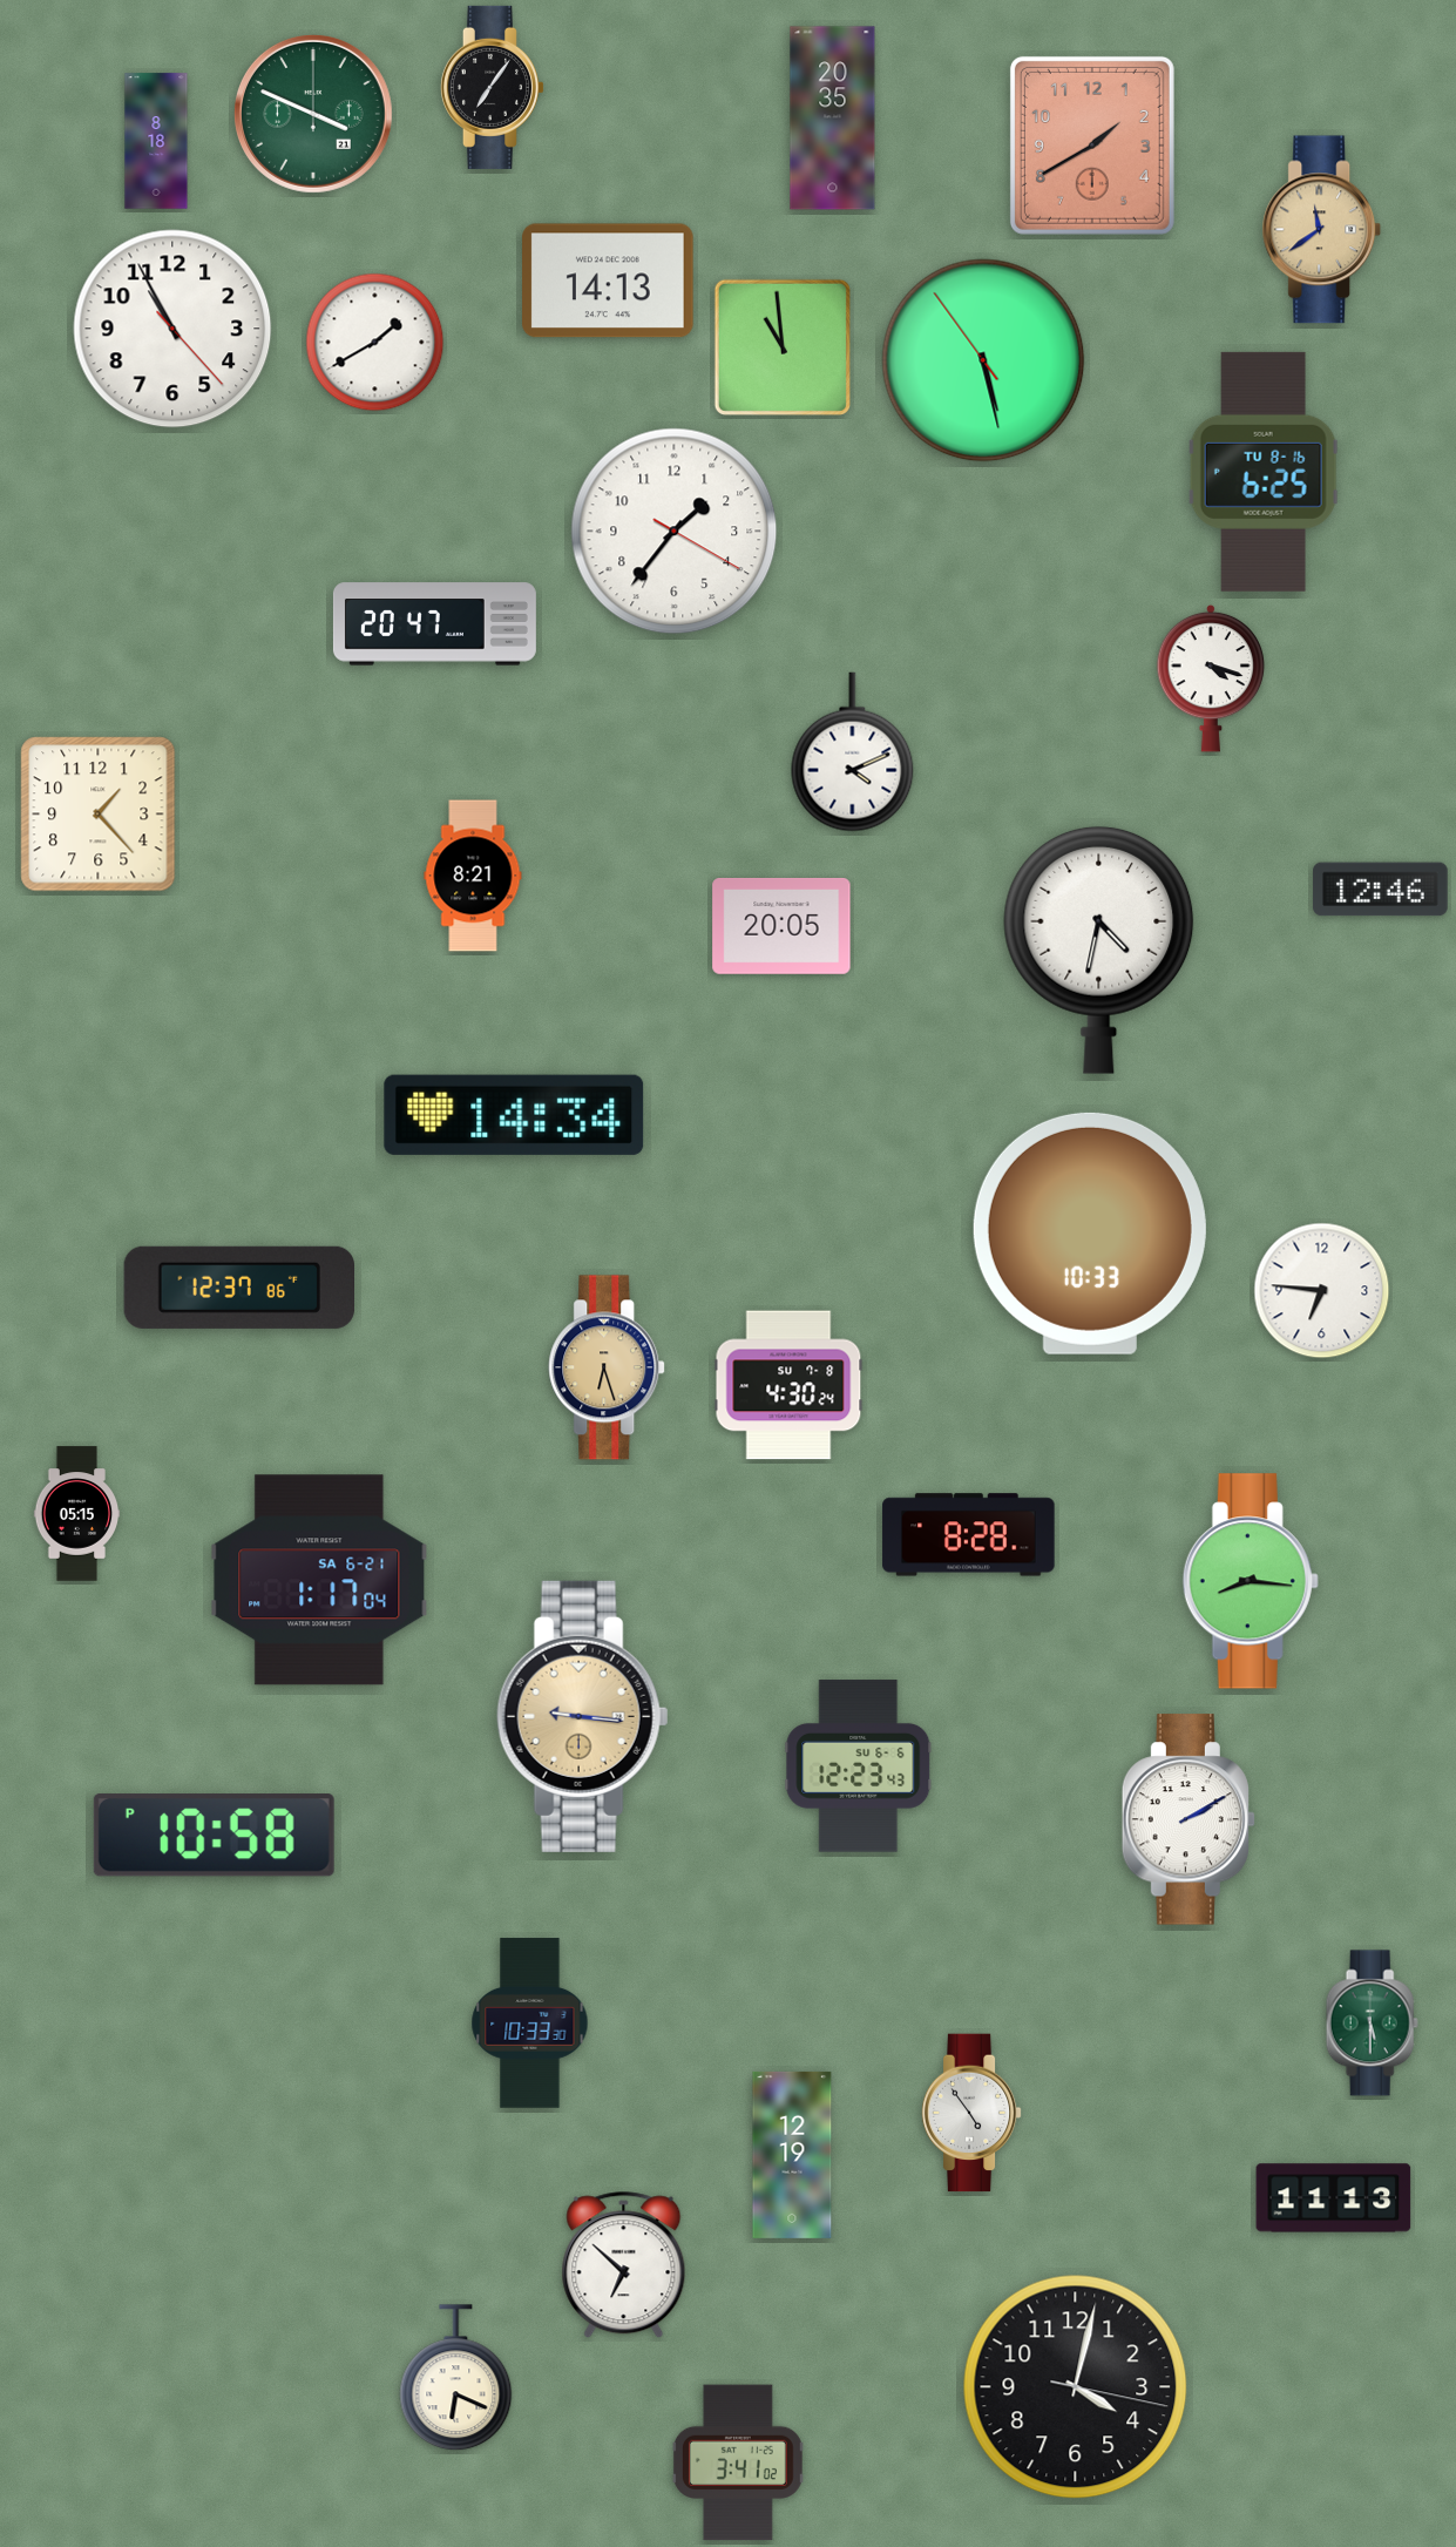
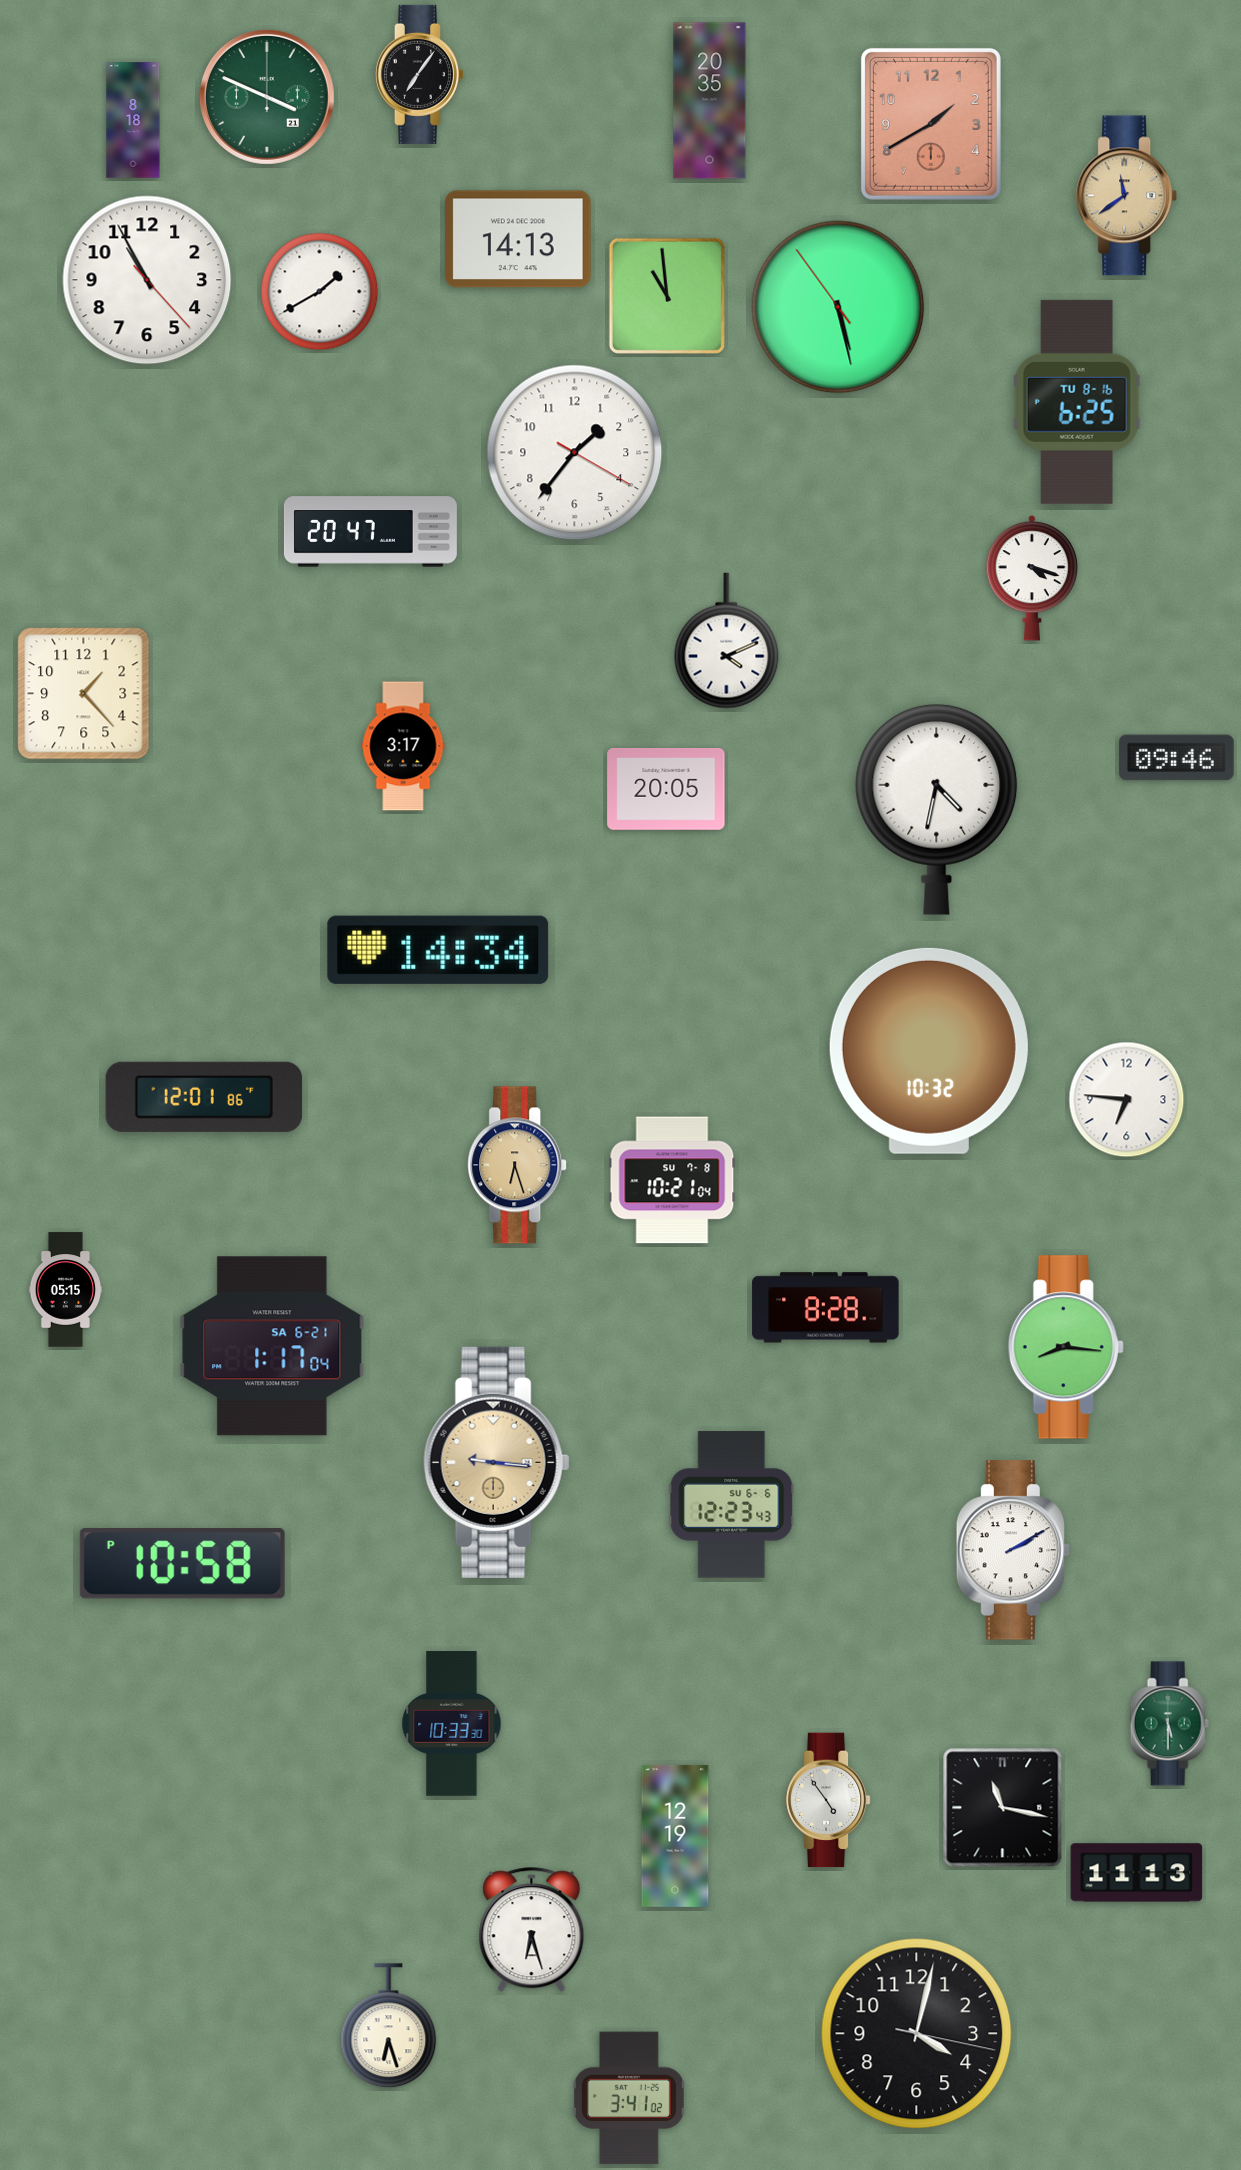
clock at (473, 876): 8:21 -> 3:17
clock at (1381, 890): 12:46 -> 09:46
clock at (1090, 1234): 10:33 -> 10:32
clock at (238, 1288): 12:37 -> 12:01
clock at (788, 1385): 4:30 -> 10:21
clock at (1003, 1808): none -> 11:17
clock at (624, 2265): 6:52 -> 6:27
clock at (456, 2378): 6:19 -> 6:27
